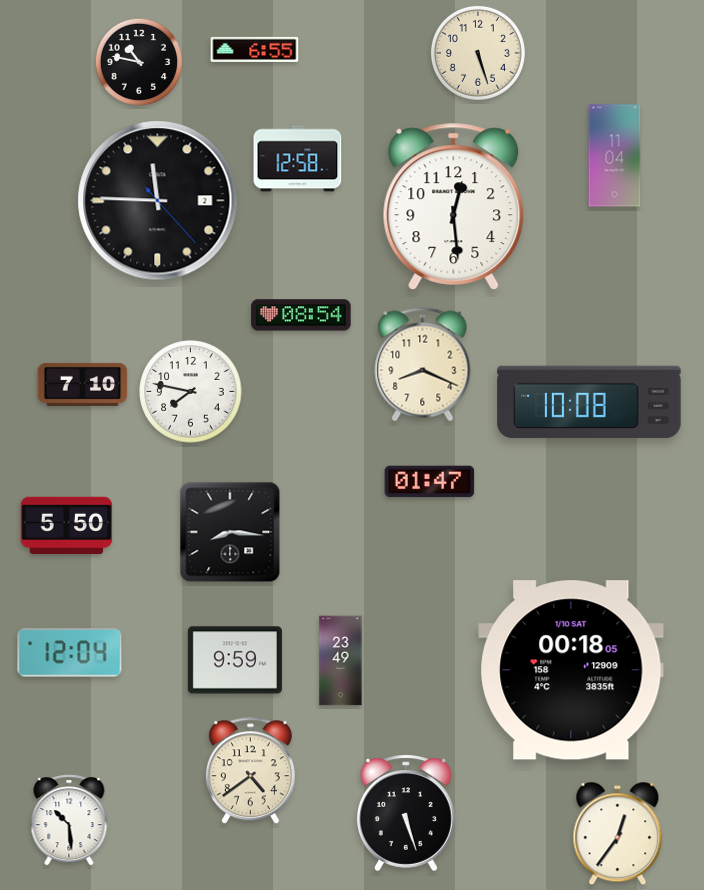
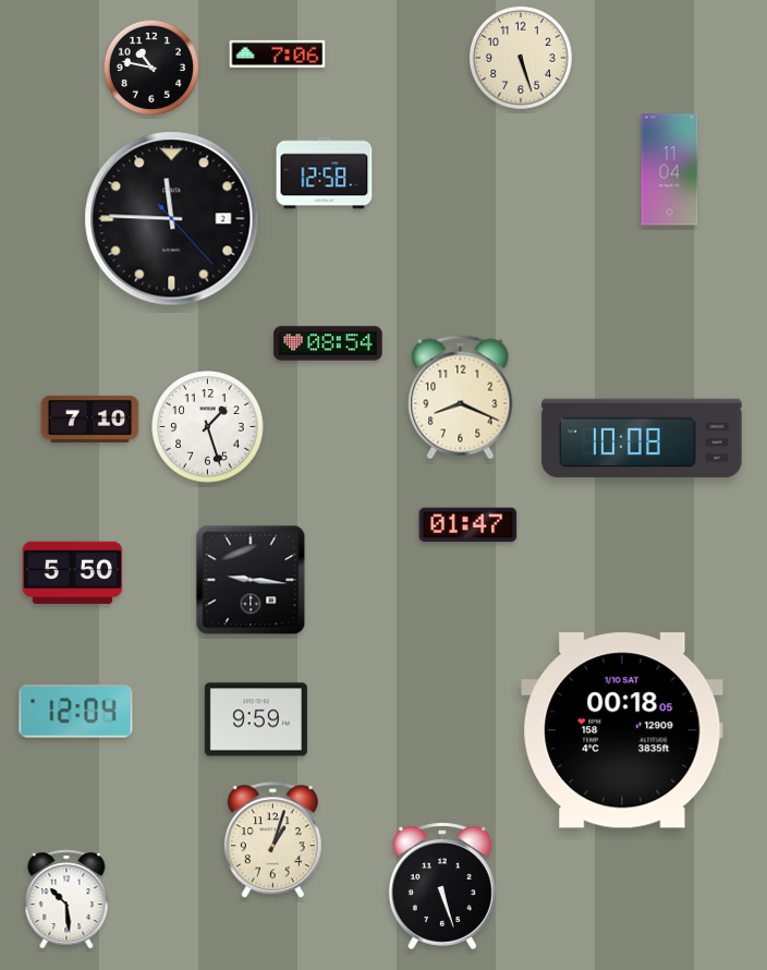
clock at (255, 49): 6:55 -> 7:06
clock at (454, 207): 12:29 -> none
clock at (191, 392): 7:47 -> 1:27
clock at (230, 532): 8:16 -> 9:16
clock at (341, 661): 23:49 -> none
clock at (250, 771): 4:39 -> 1:03
clock at (69, 820) position: (69, 820) -> (66, 899)
clock at (618, 834): 12:36 -> none
